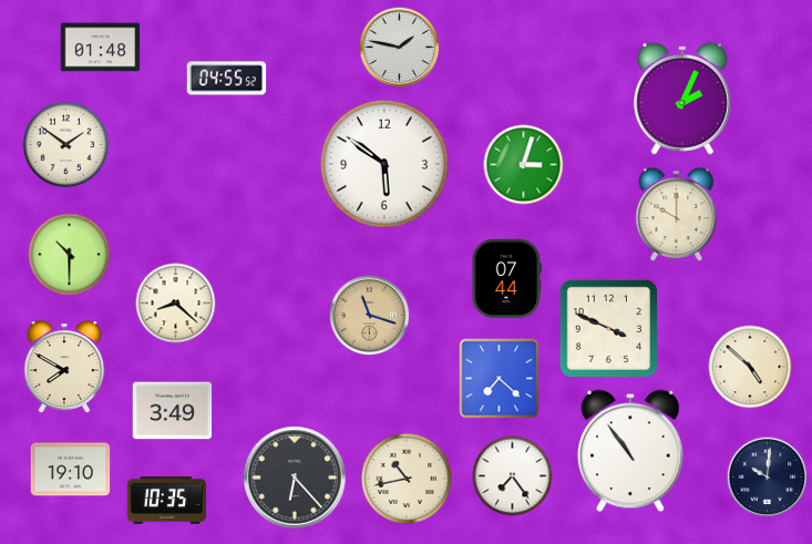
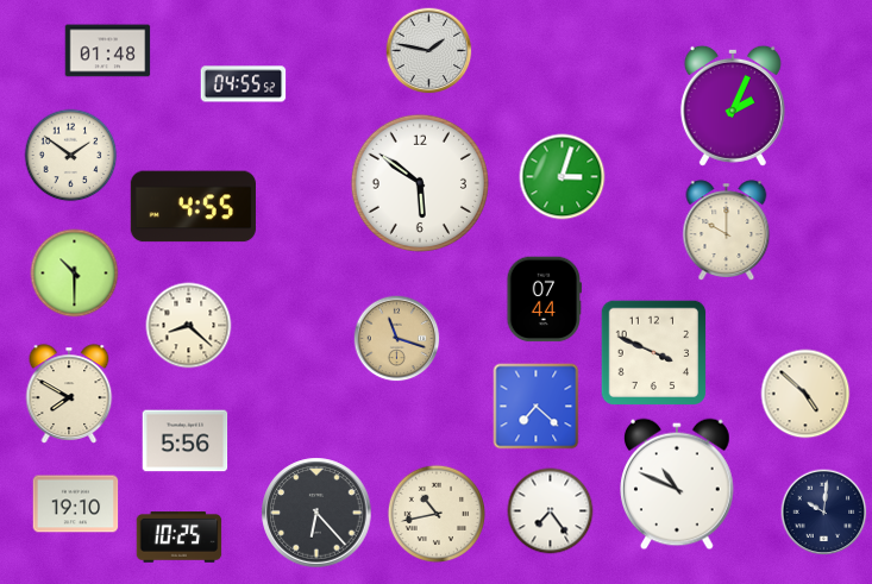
clock at (384, 164) position: (384, 164) -> (420, 183)
clock at (193, 207): none -> 4:55
clock at (173, 411): 3:49 -> 5:56
clock at (631, 451): 10:54 -> 10:49
clock at (167, 501): 10:35 -> 10:25
